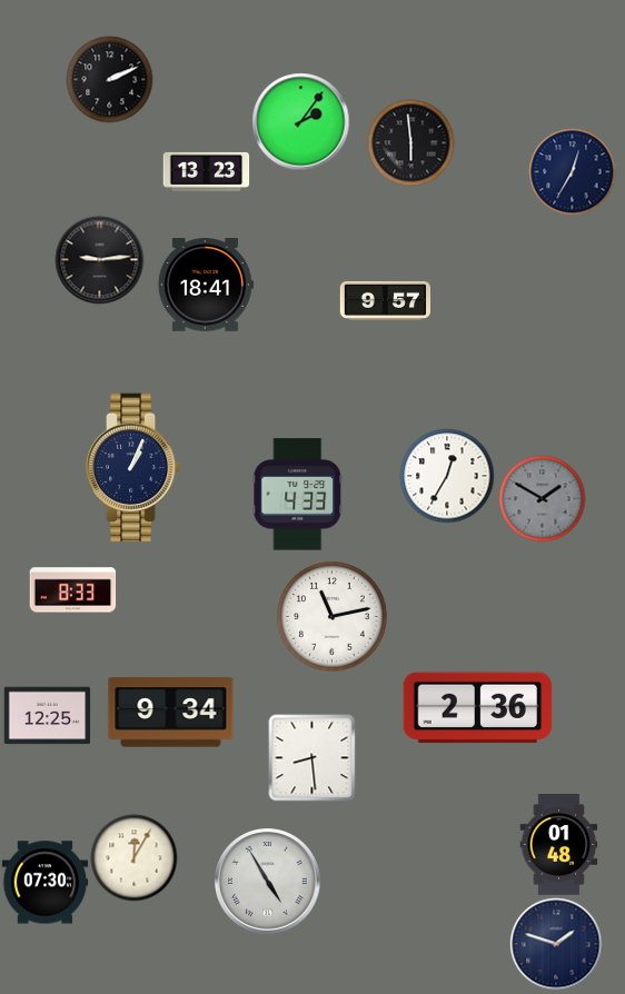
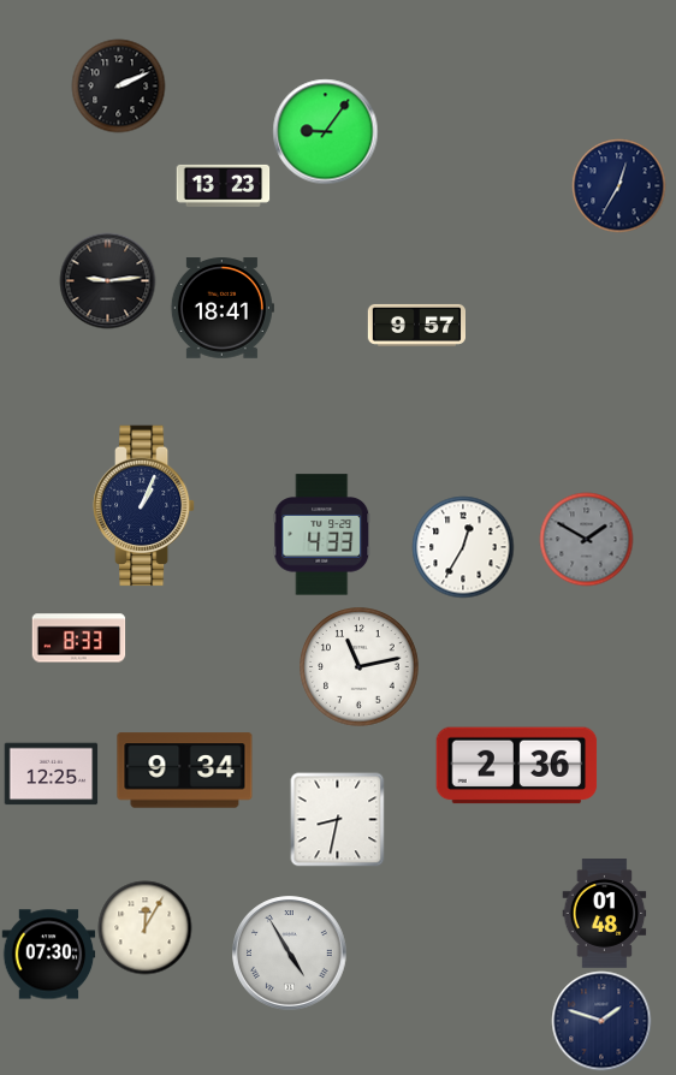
clock at (300, 121): 2:06 -> 9:06
clock at (410, 142): 5:59 -> none
clock at (447, 476) position: (447, 476) -> (463, 547)
clock at (311, 757): 8:29 -> 8:32
